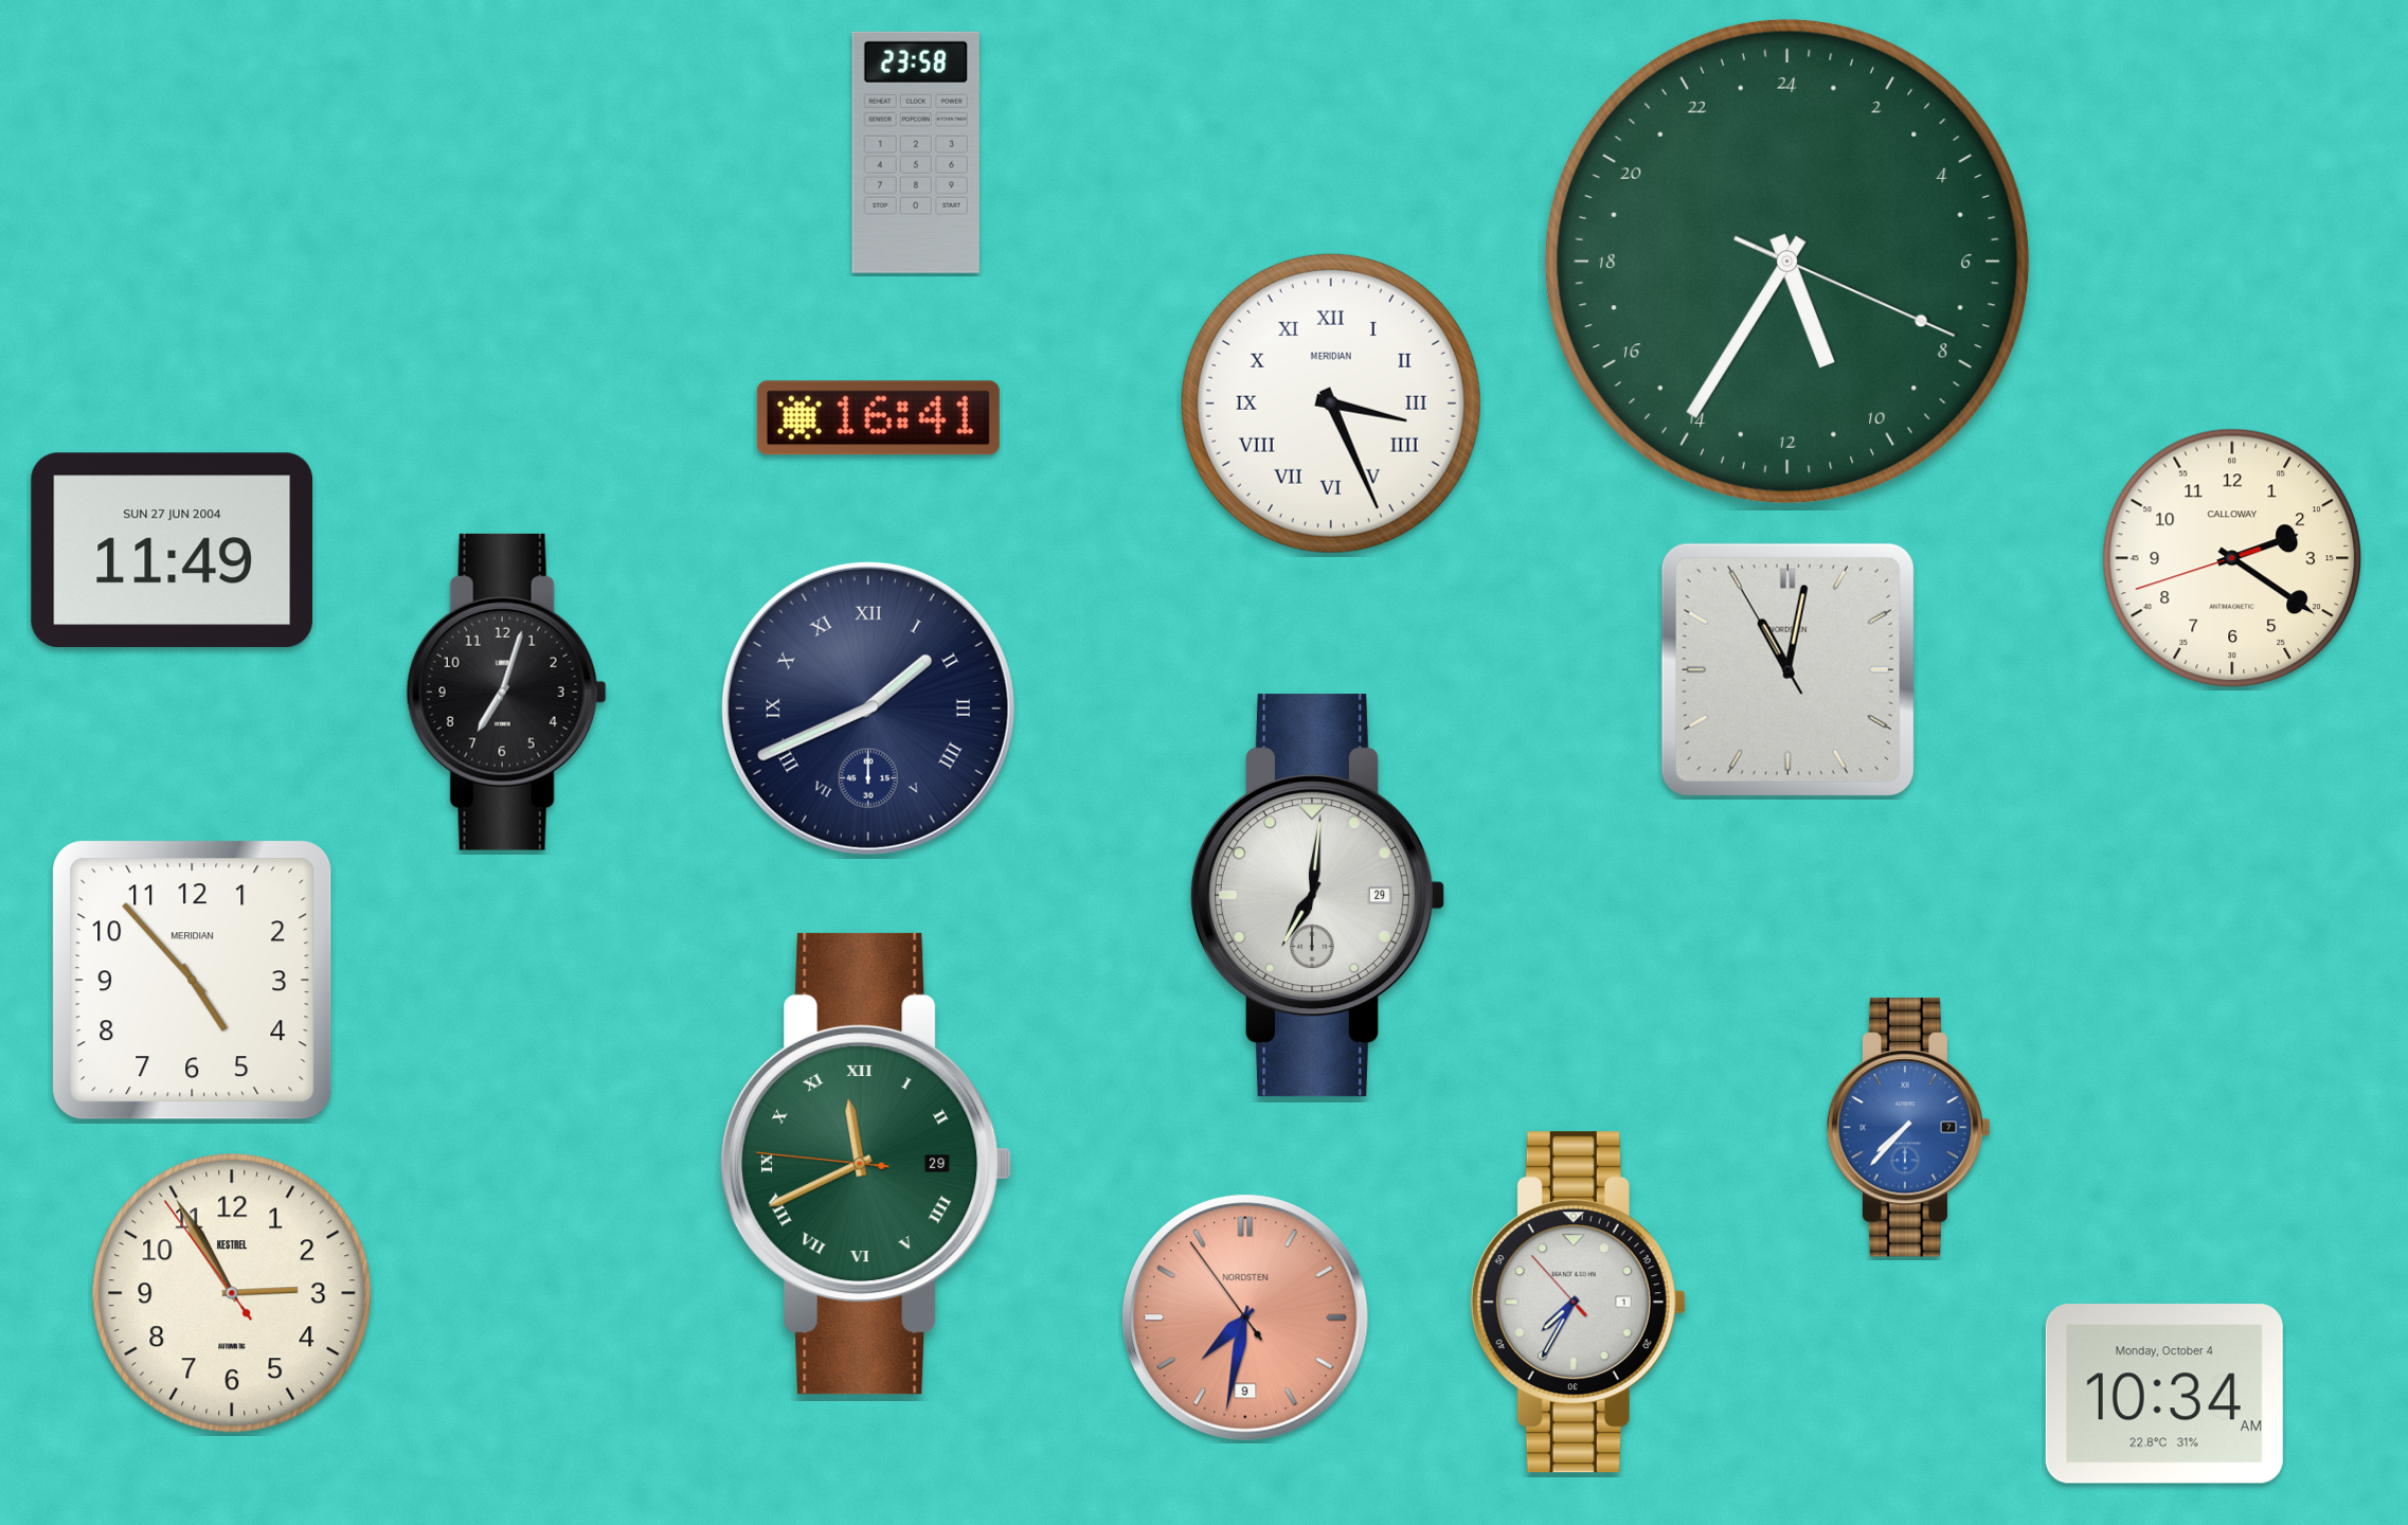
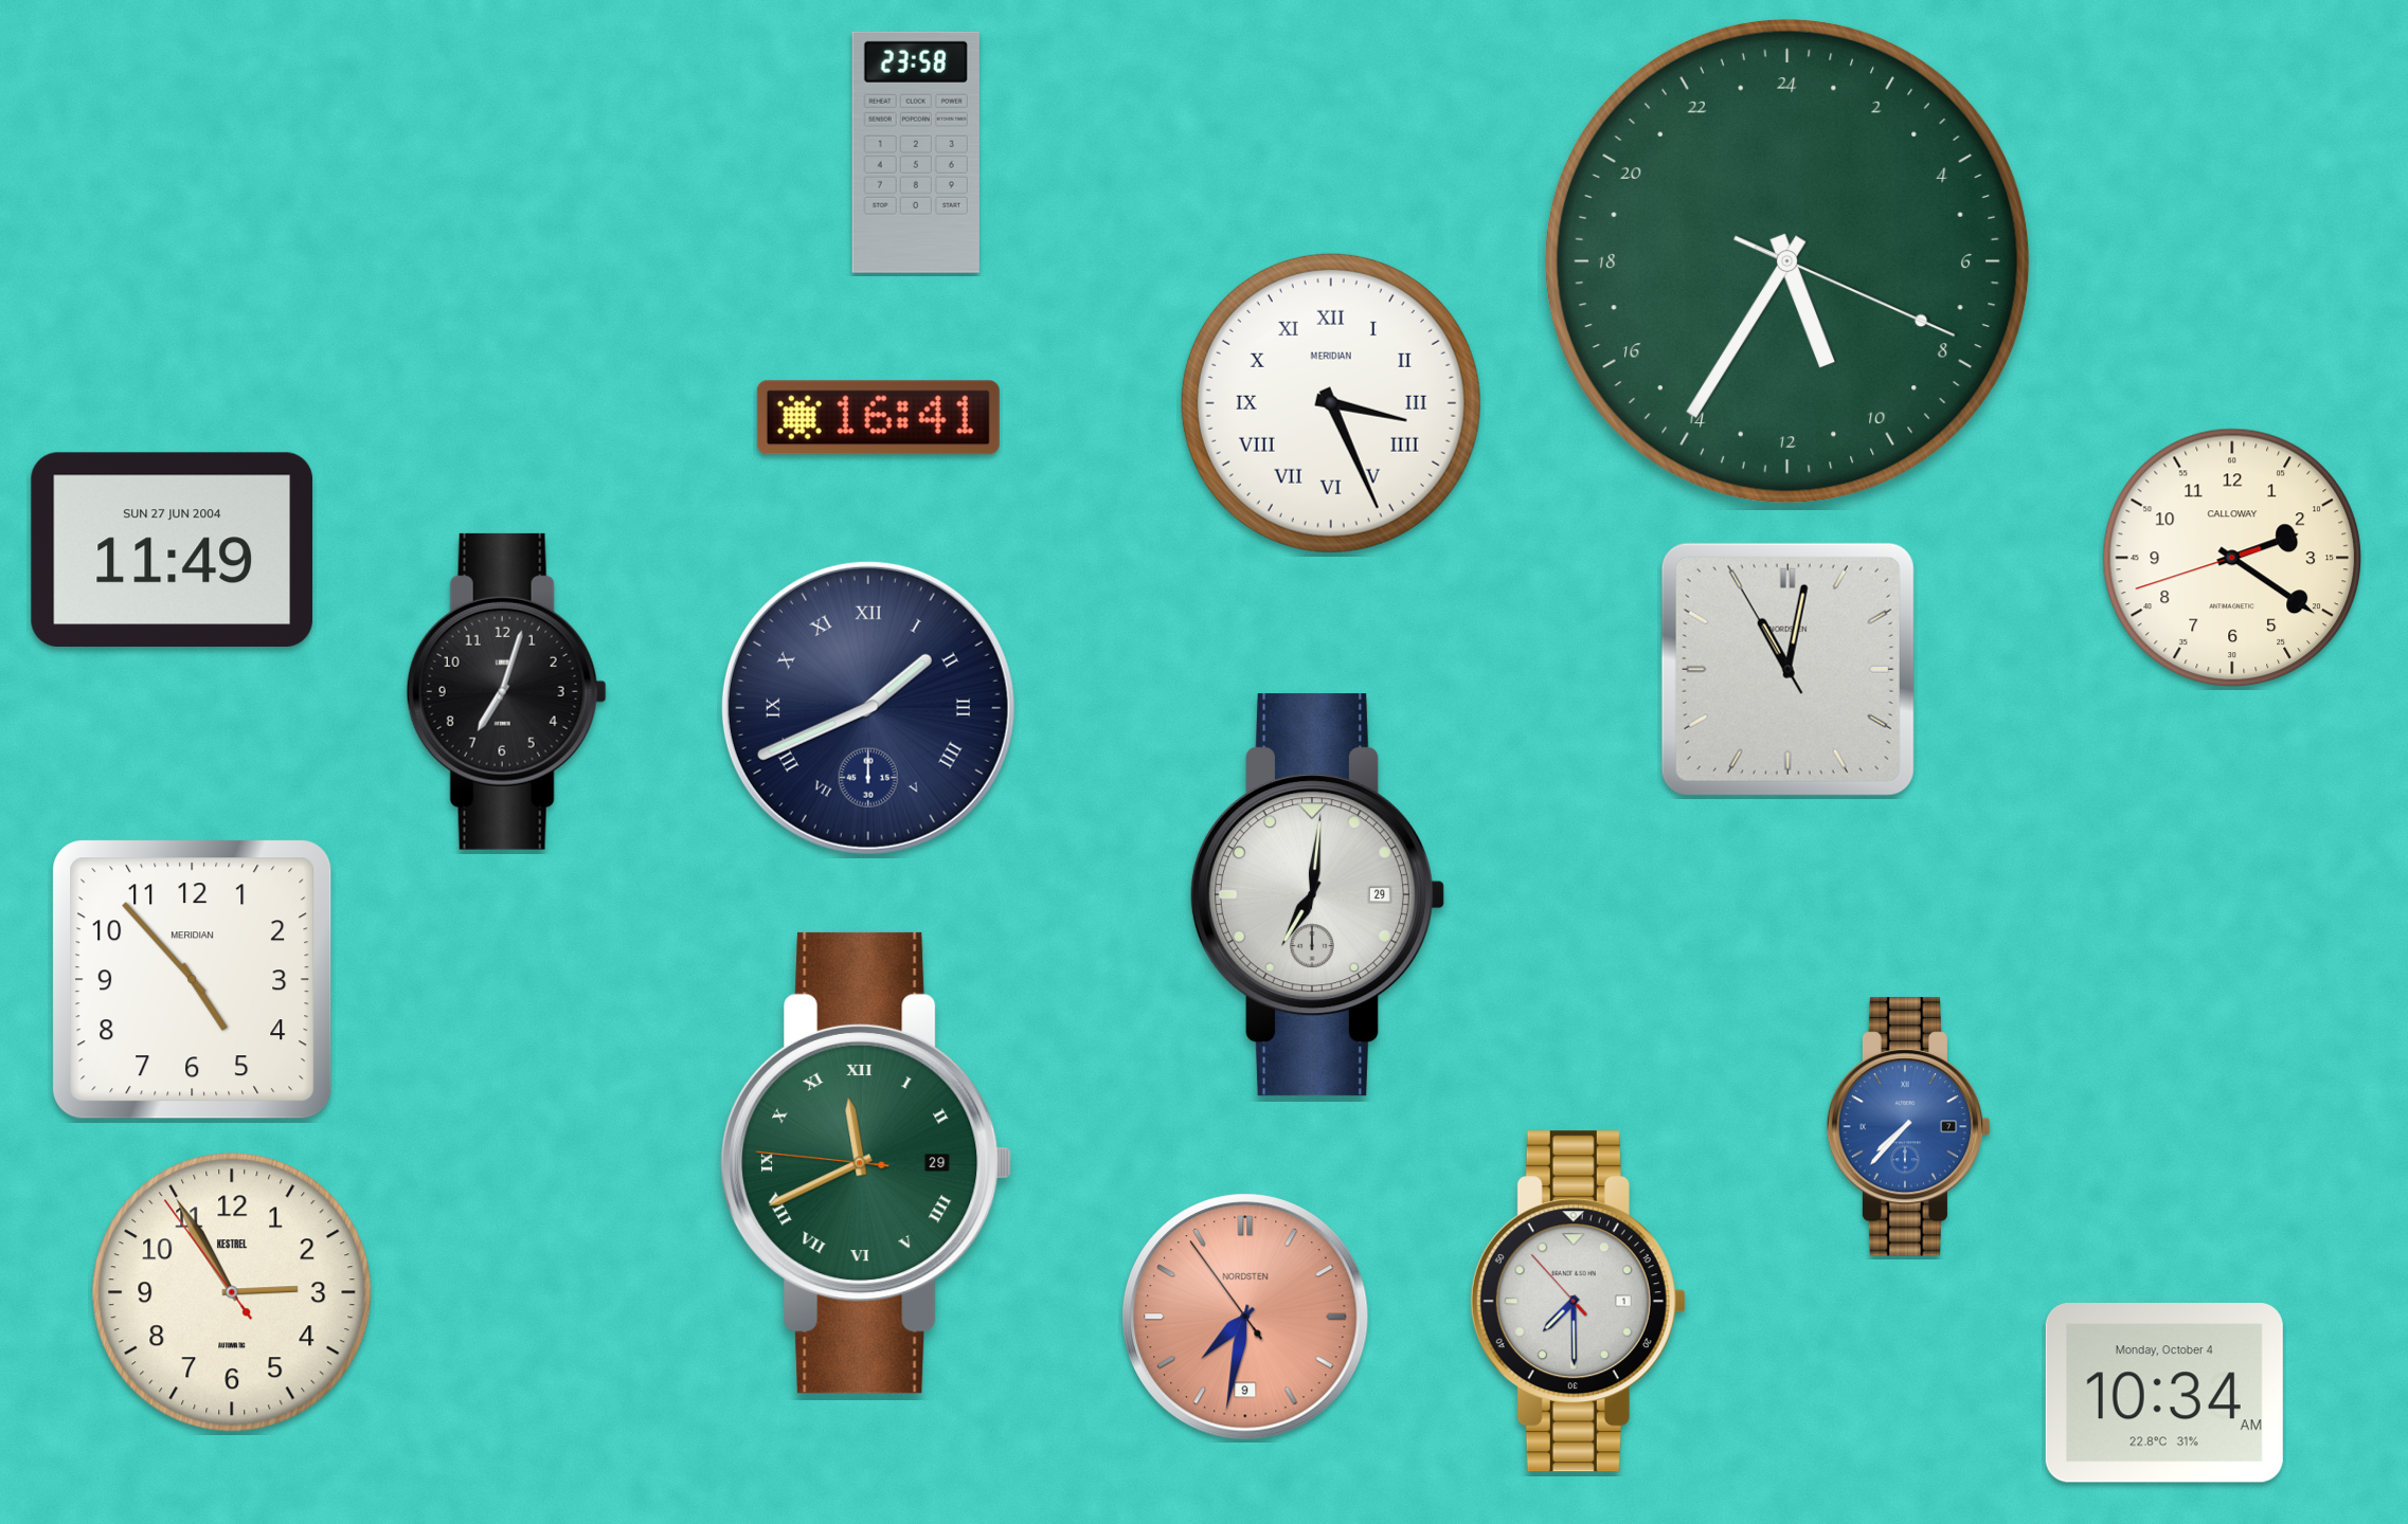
clock at (1578, 1303): 7:34 -> 7:29
